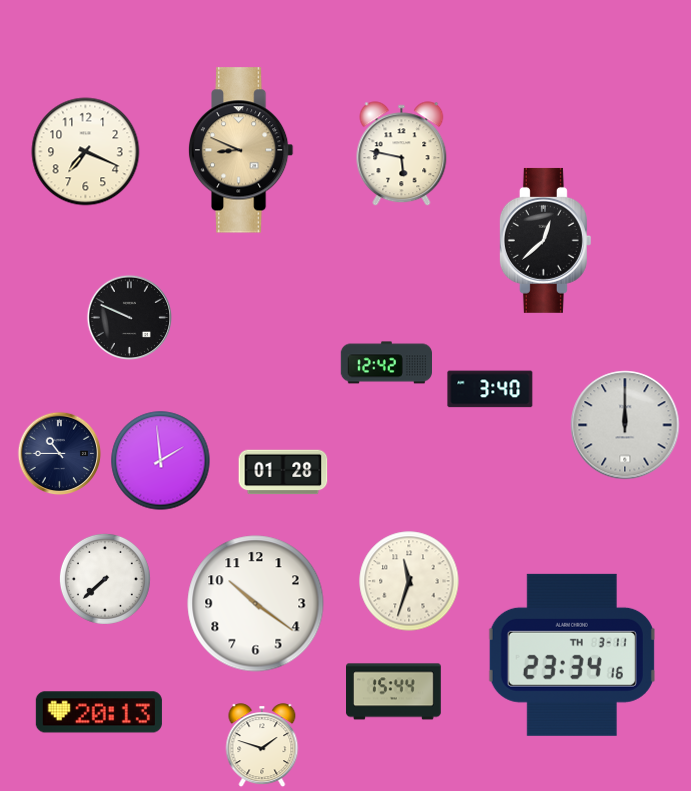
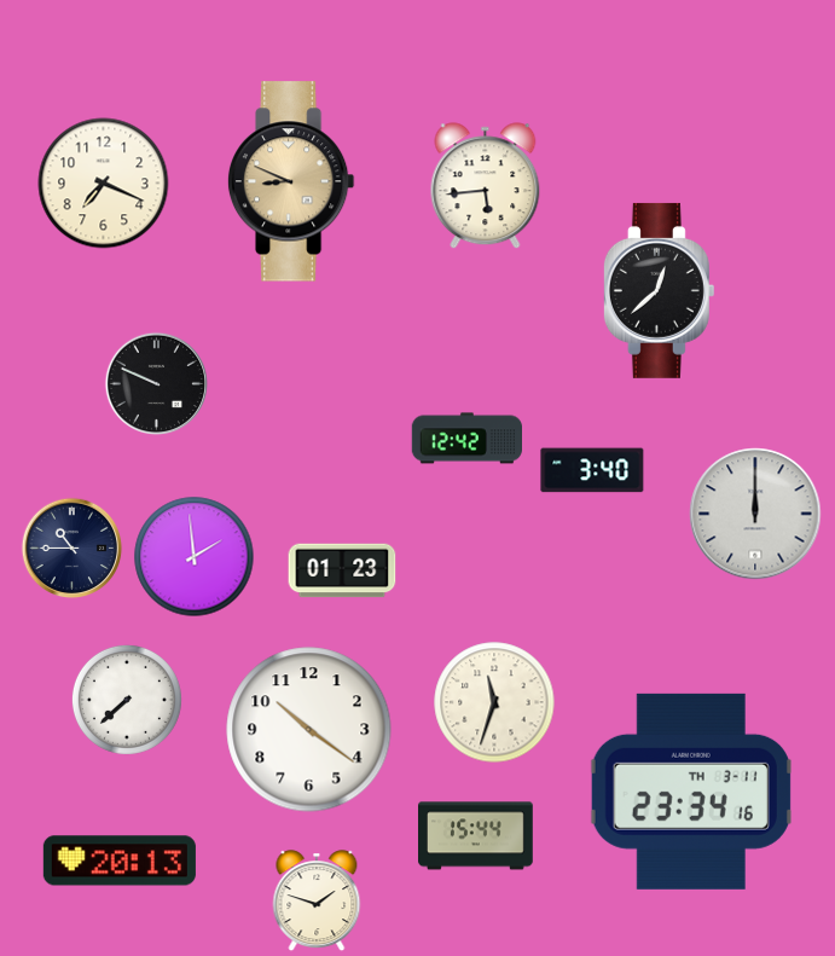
clock at (402, 154): 5:47 -> 5:44
clock at (283, 472): 01:28 -> 01:23
